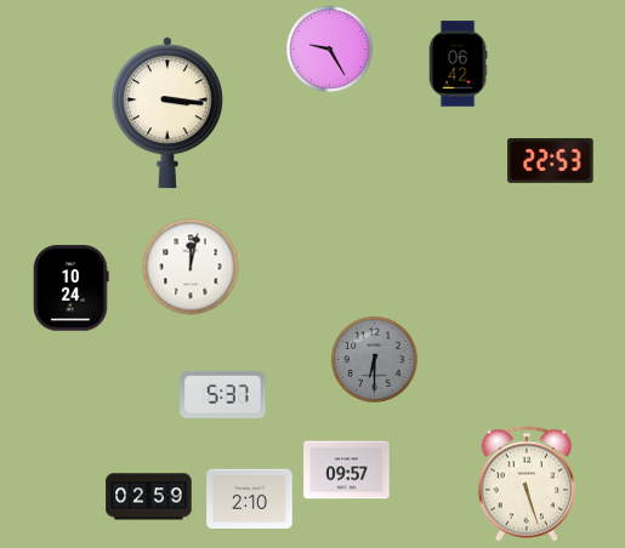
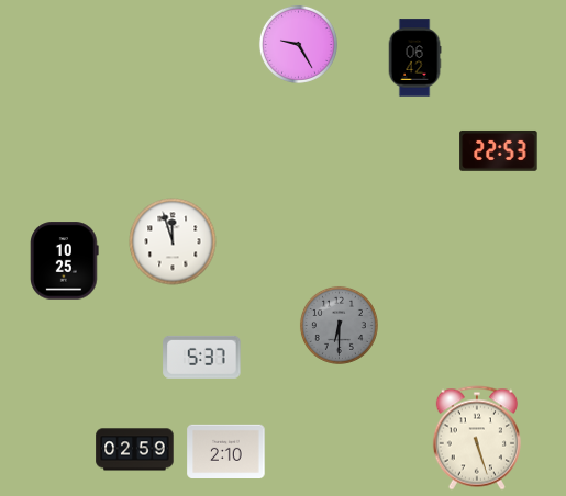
clock at (167, 113): 3:16 -> none
clock at (551, 160) position: (551, 160) -> (499, 150)
clock at (191, 267): 12:02 -> 11:57
clock at (72, 289): 10:24 -> 10:25
clock at (347, 470): 09:57 -> none
